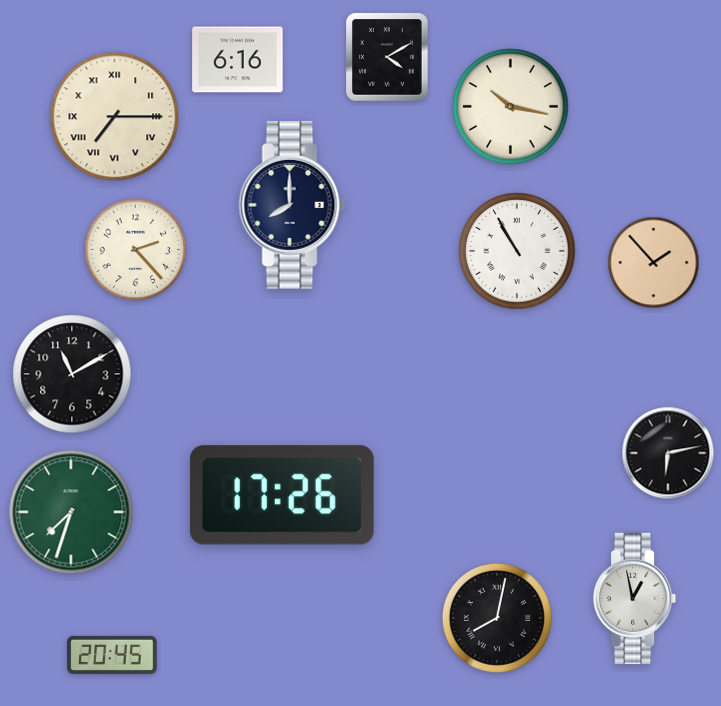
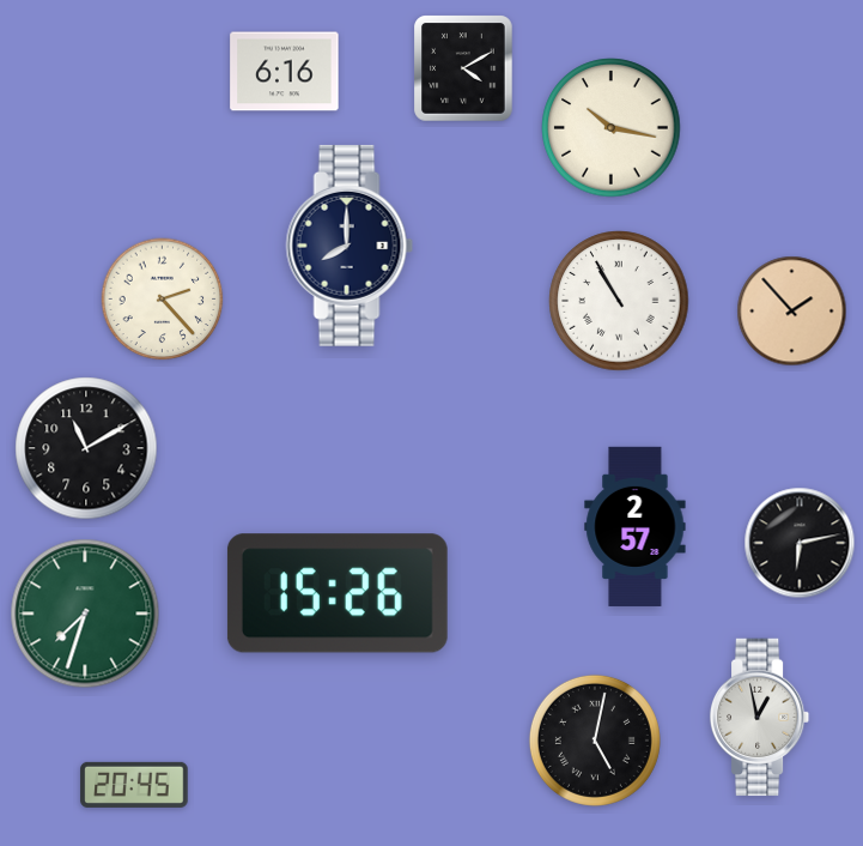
clock at (115, 117): 7:15 -> none
clock at (654, 263) position: (654, 263) -> (792, 312)
clock at (636, 526): none -> 2:57
clock at (282, 495): 17:26 -> 15:26
clock at (497, 618): 8:02 -> 5:02
